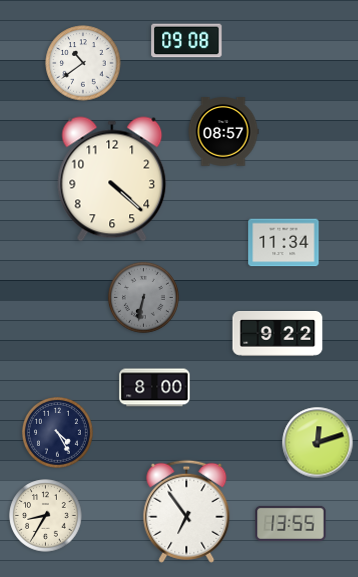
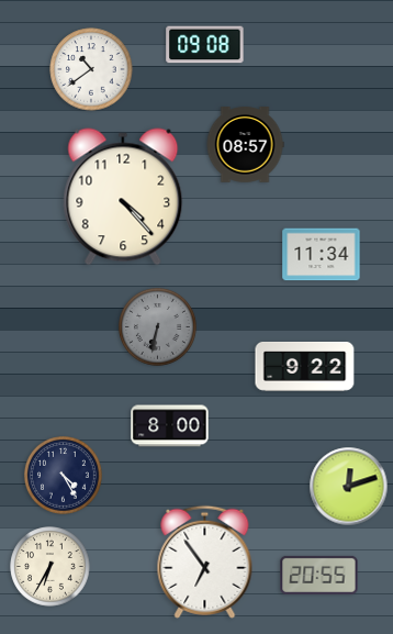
clock at (112, 179): 4:22 -> 4:23
clock at (284, 243) position: (284, 243) -> (322, 255)
clock at (46, 516): 8:35 -> 6:35
clock at (291, 523): 13:55 -> 20:55
